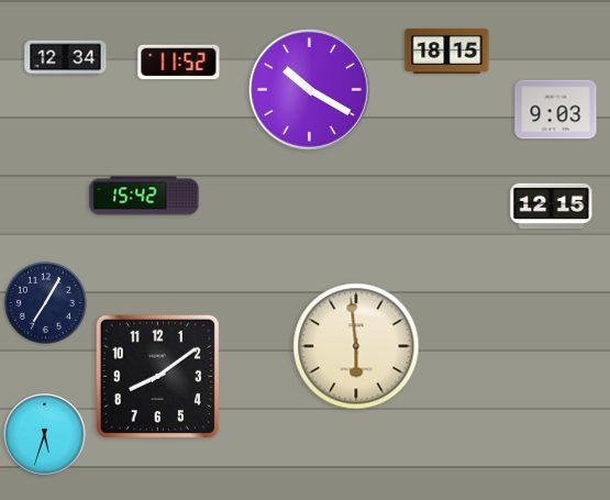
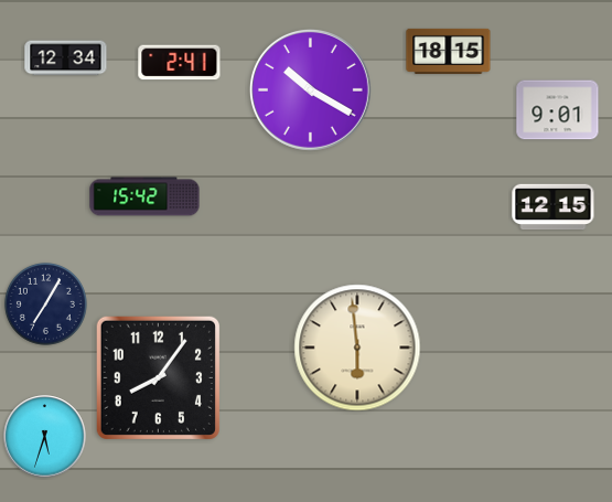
clock at (179, 63): 11:52 -> 2:41
clock at (556, 110): 9:03 -> 9:01
clock at (157, 376): 8:09 -> 8:06
